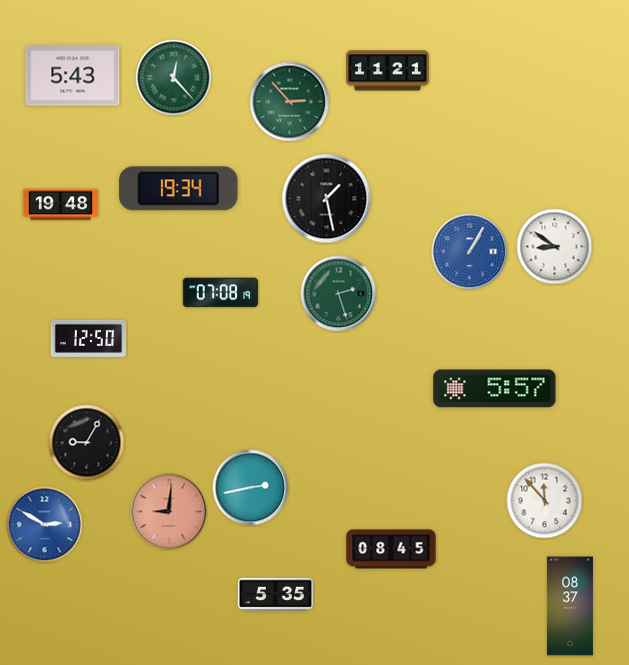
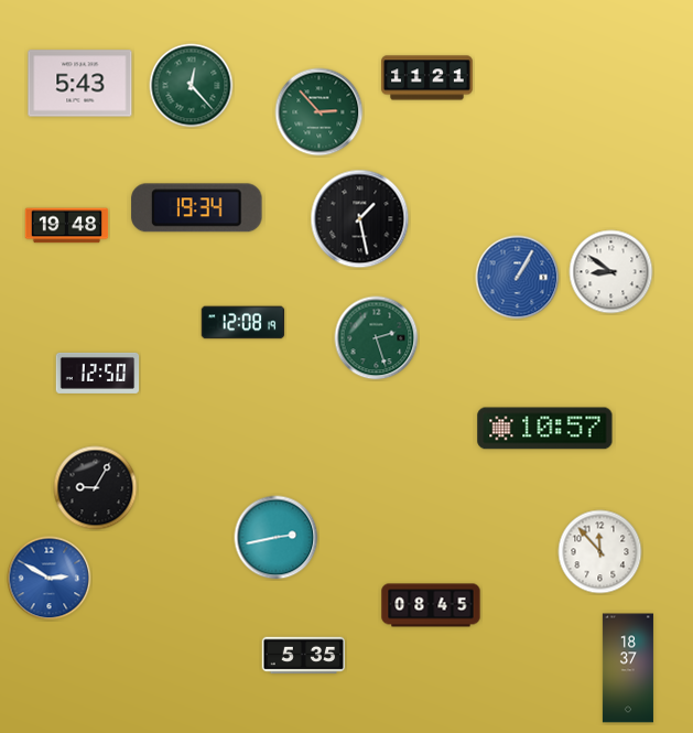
clock at (221, 293): 07:08 -> 12:08
clock at (339, 294) position: (339, 294) -> (377, 338)
clock at (495, 389): 5:57 -> 10:57
clock at (169, 512): 9:01 -> none
clock at (570, 606): 08:37 -> 18:37
